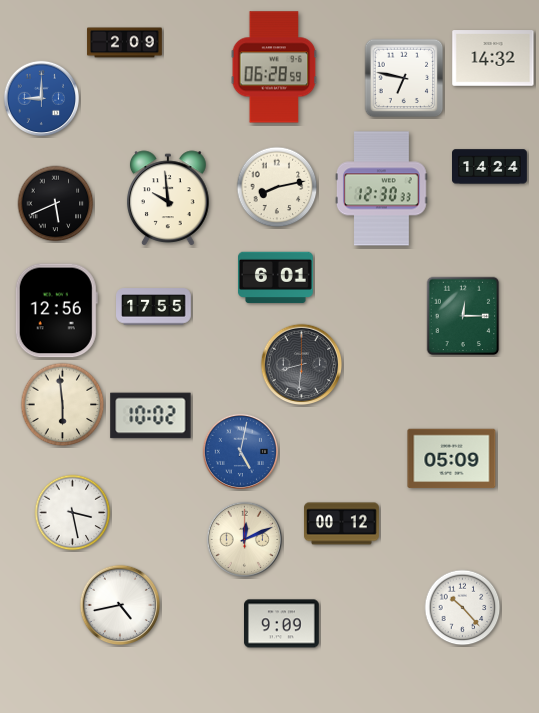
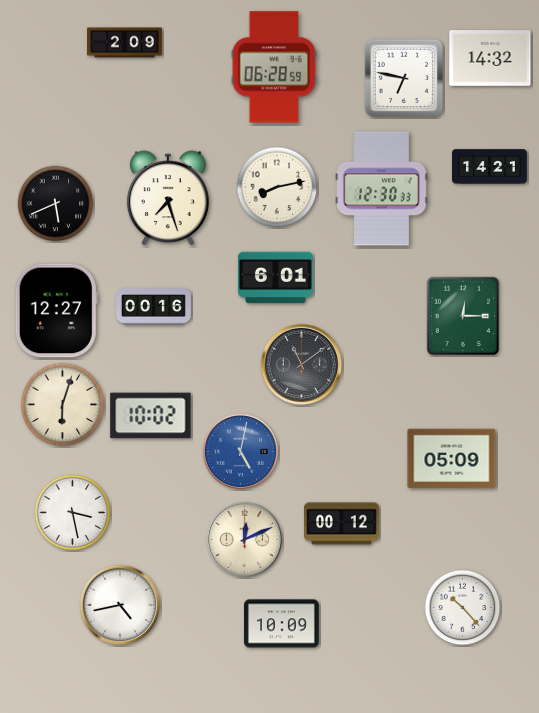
clock at (493, 58) position: (493, 58) -> (490, 58)
clock at (41, 98): 9:00 -> none
clock at (490, 167): 14:24 -> 14:21
clock at (168, 198): 9:59 -> 7:27
clock at (154, 307): 17:55 -> 00:16
clock at (56, 311): 12:56 -> 12:27
clock at (302, 365): 8:31 -> 11:09
clock at (63, 405): 5:59 -> 6:03
clock at (282, 624): 9:09 -> 10:09
